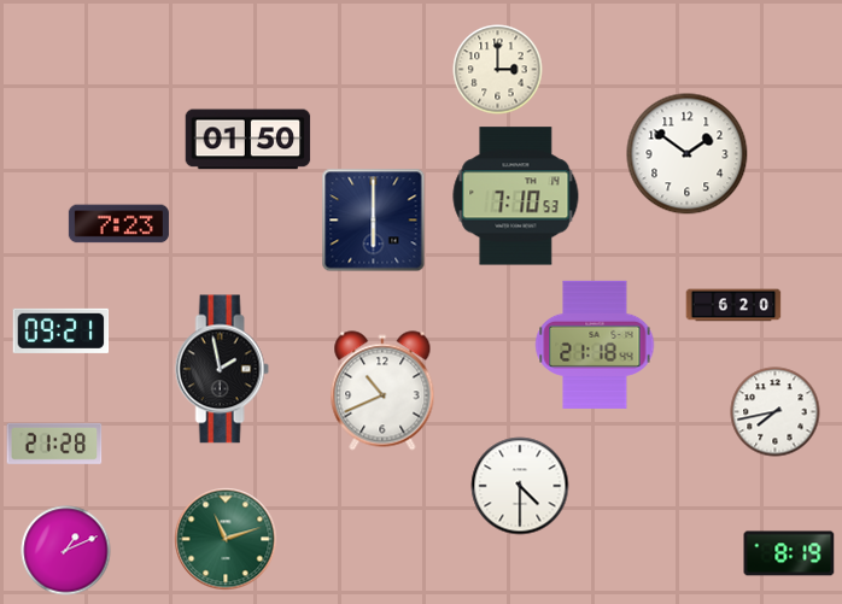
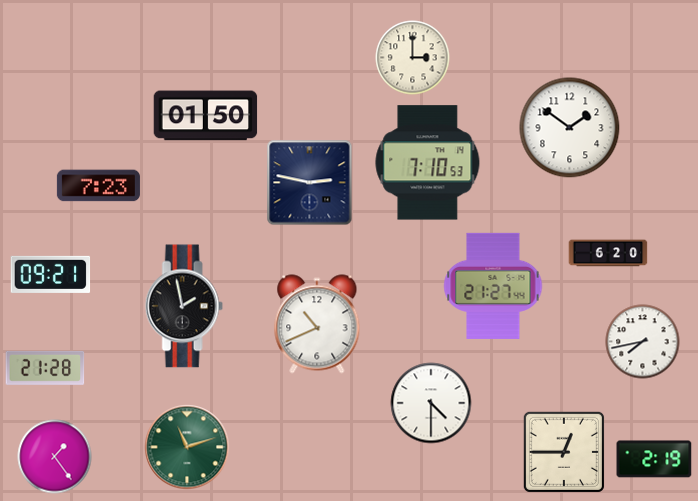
clock at (374, 221): 6:00 -> 2:47
clock at (595, 345): 21:18 -> 21:27
clock at (564, 452): none -> 12:45
clock at (66, 551): 1:11 -> 1:24
clock at (789, 553): 8:19 -> 2:19
